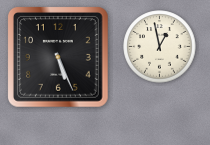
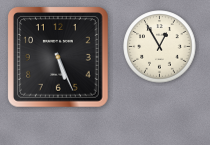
clock at (160, 47): 12:58 -> 12:55
